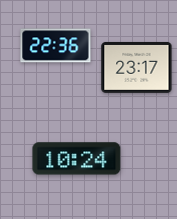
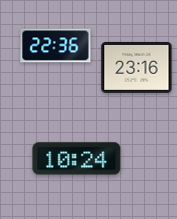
clock at (137, 67): 23:17 -> 23:16
